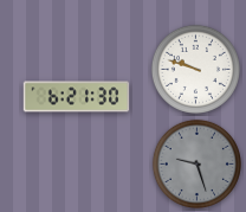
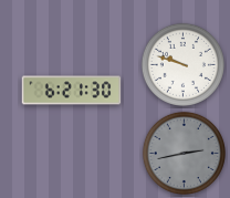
clock at (196, 163): 9:27 -> 2:43
